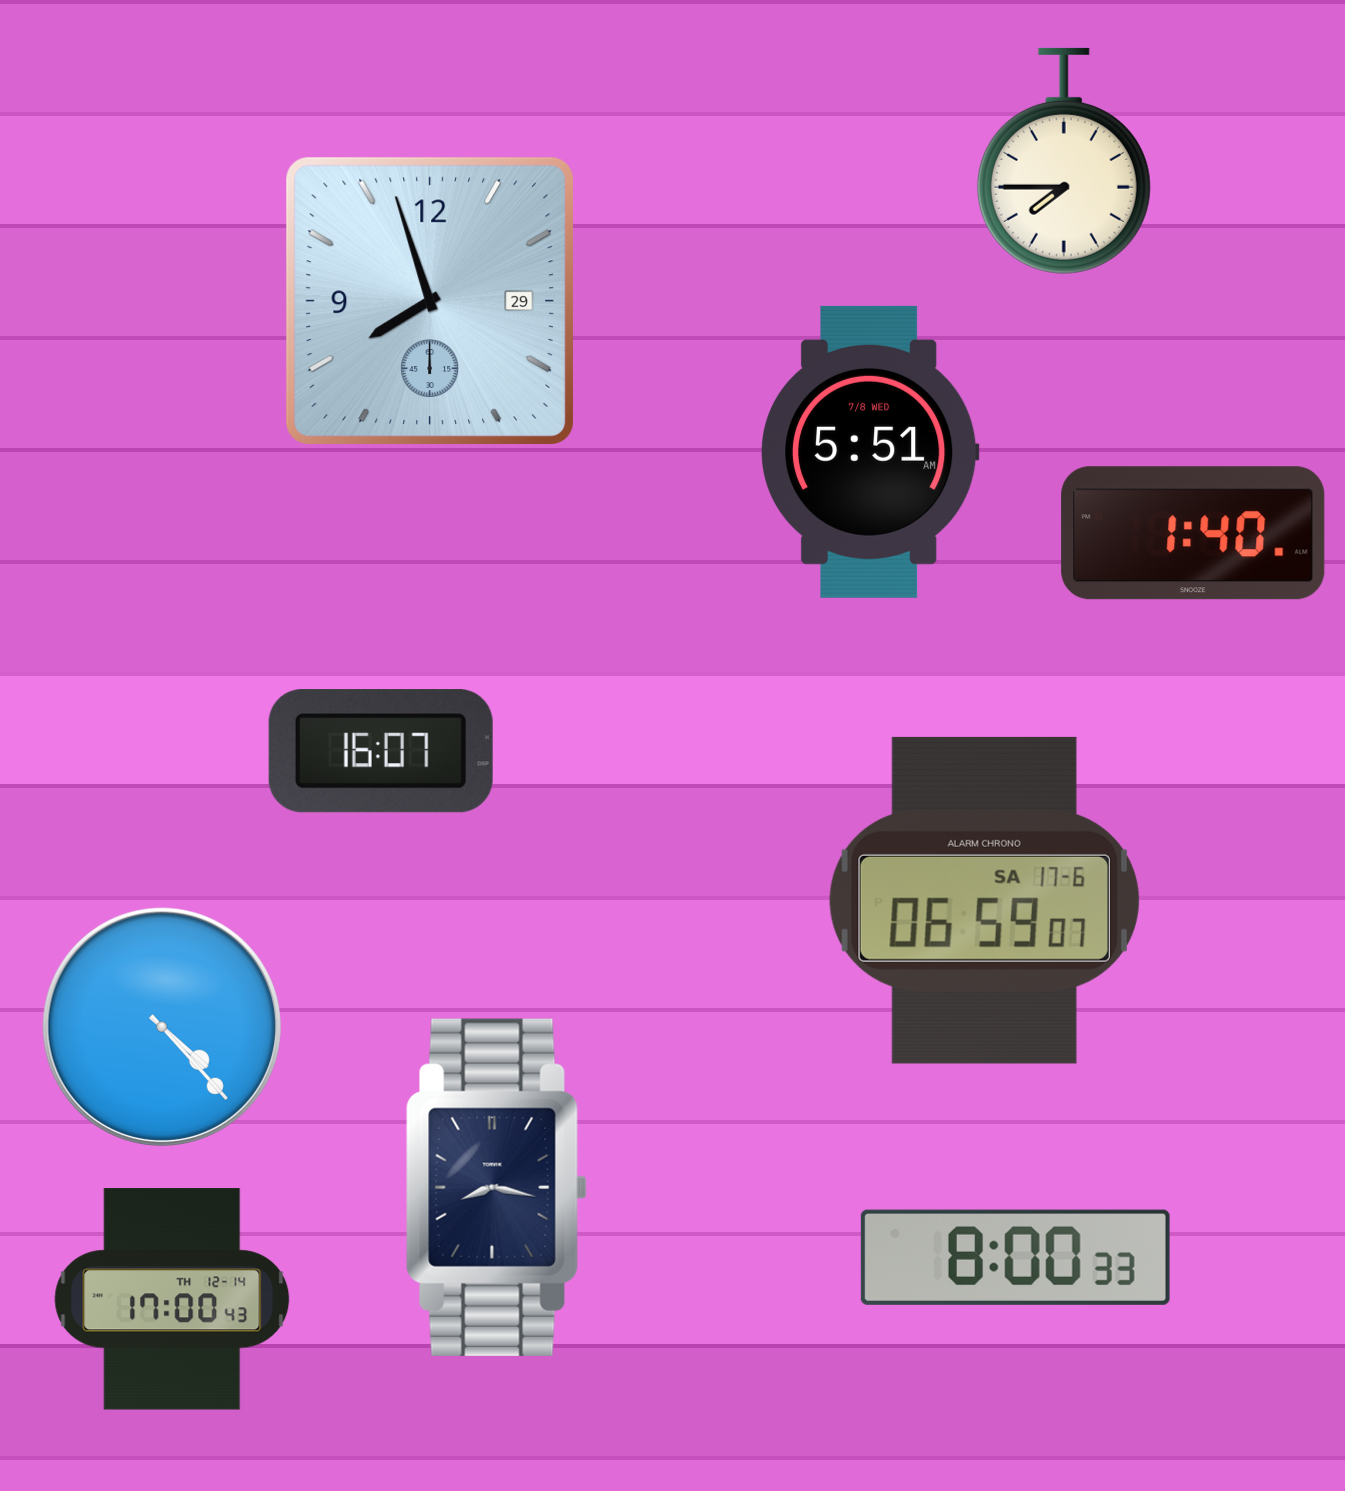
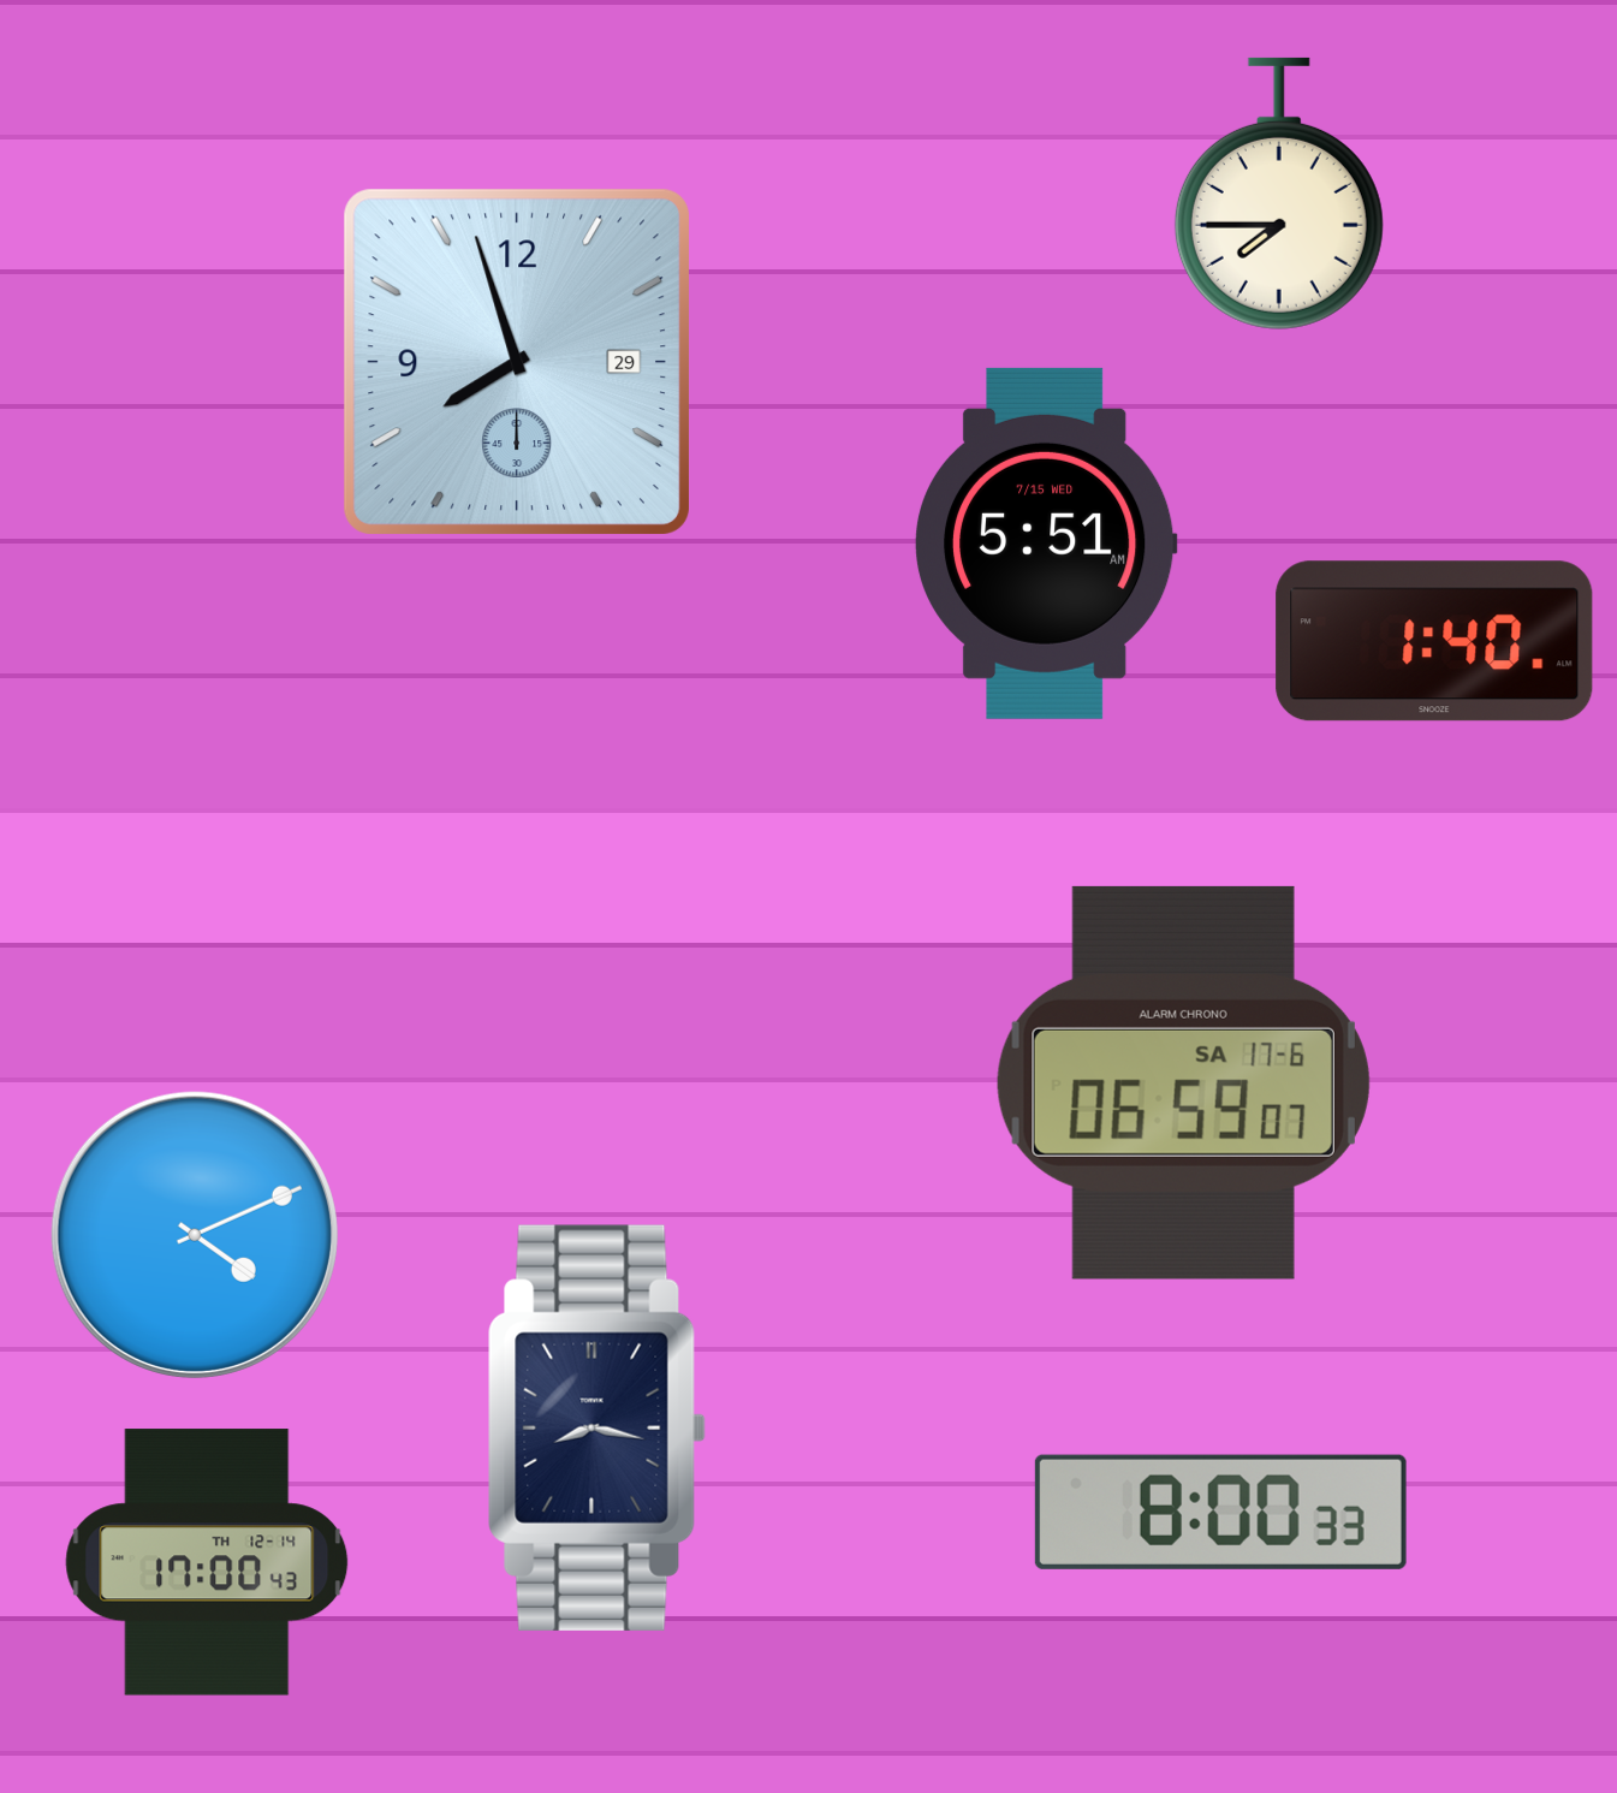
clock at (870, 452) date: 7/8 WED -> 7/15 WED
clock at (381, 751): 16:07 -> none
clock at (162, 1027): 4:23 -> 4:11
